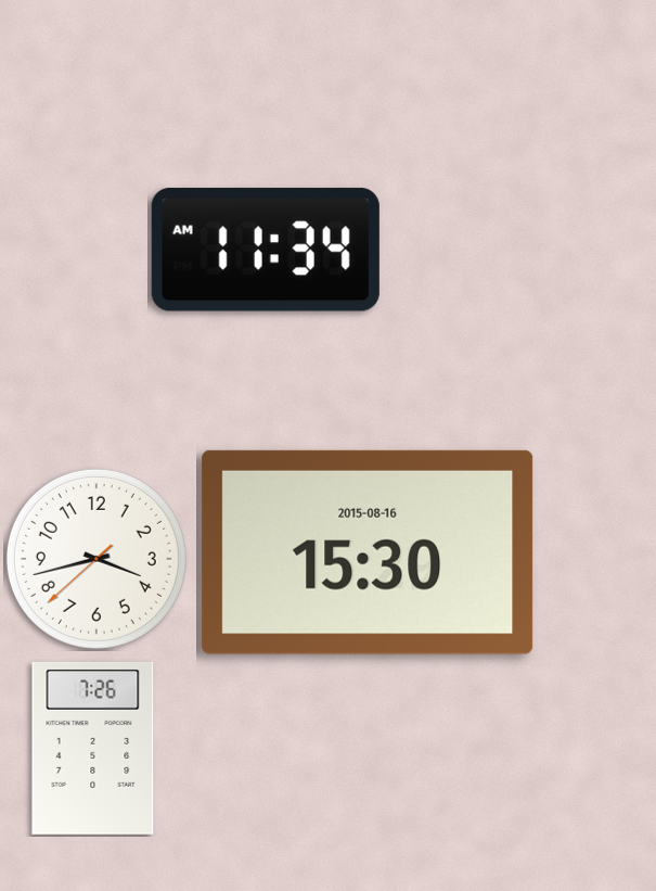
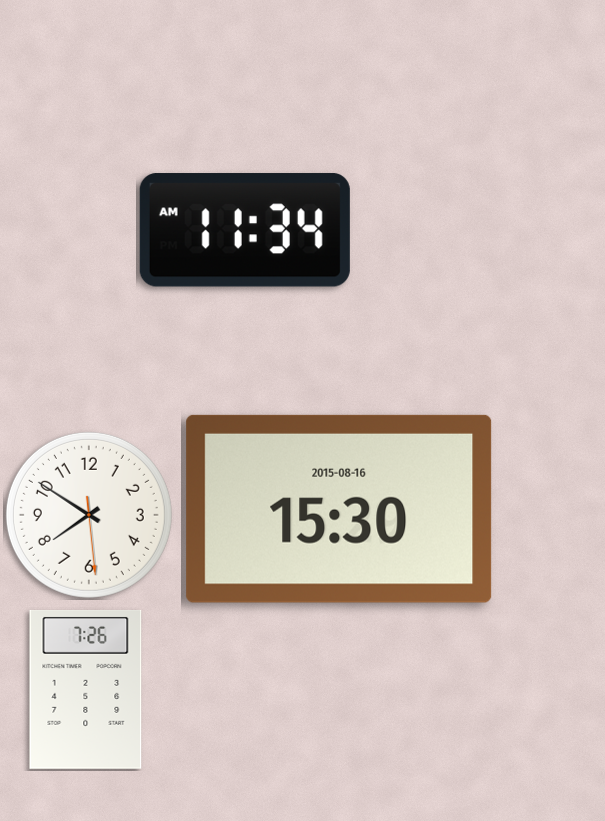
clock at (97, 559): 3:42 -> 7:50
